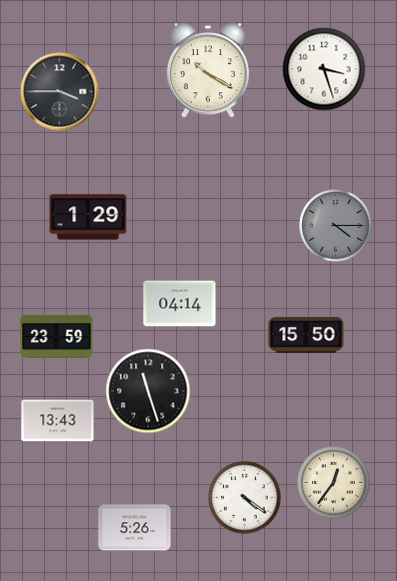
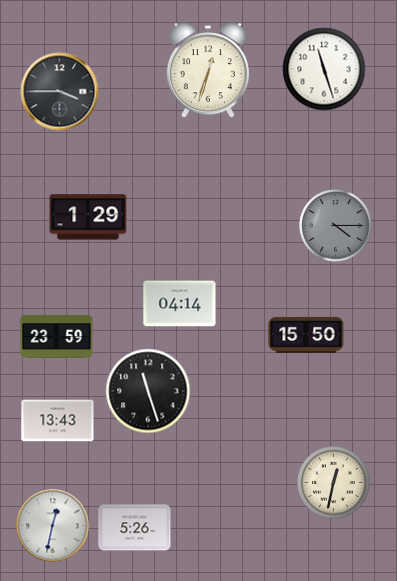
clock at (324, 69): 3:27 -> 11:27
clock at (208, 71): 10:20 -> 12:33
clock at (334, 483): 12:36 -> 12:32
clock at (245, 498): 4:21 -> none
clock at (53, 526): none -> 12:32
